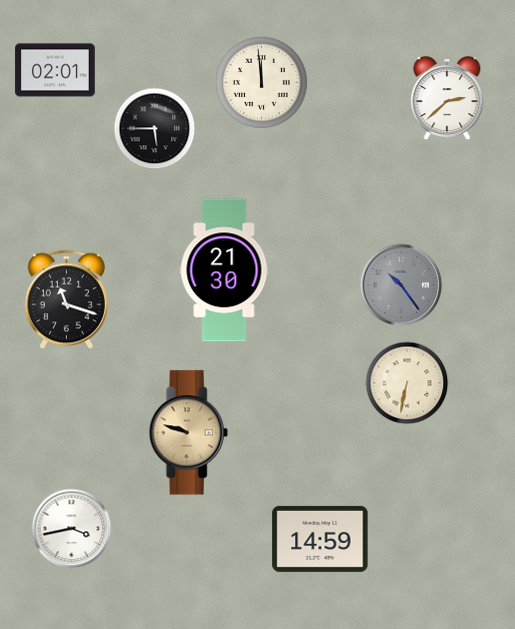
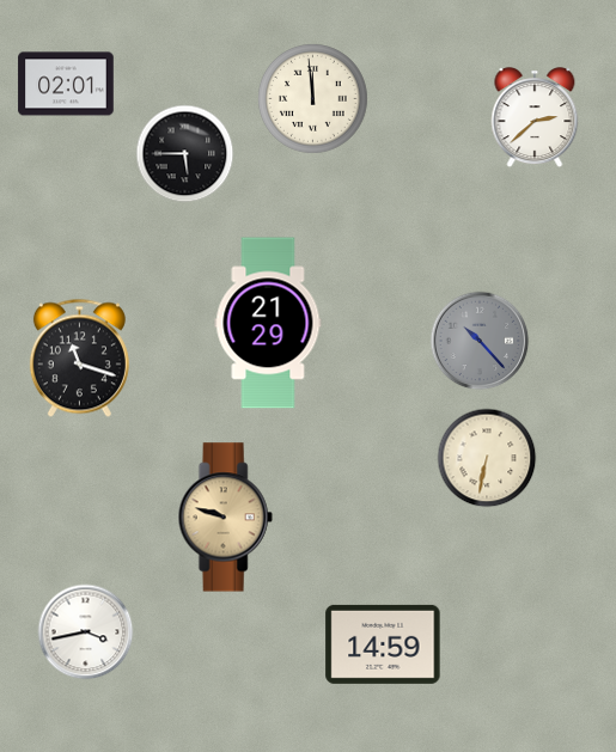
clock at (224, 270): 21:30 -> 21:29
clock at (401, 285): 10:24 -> 10:23
